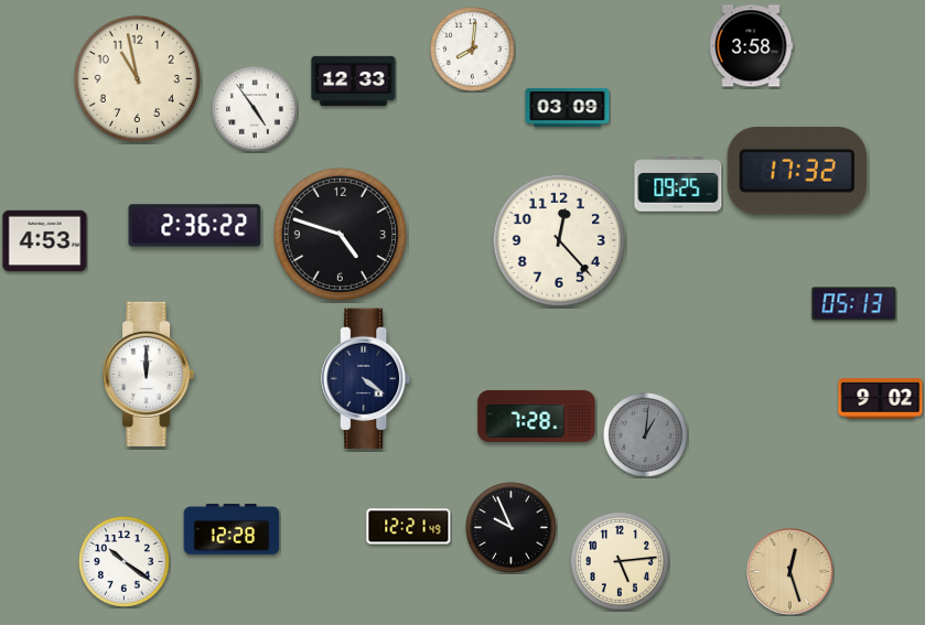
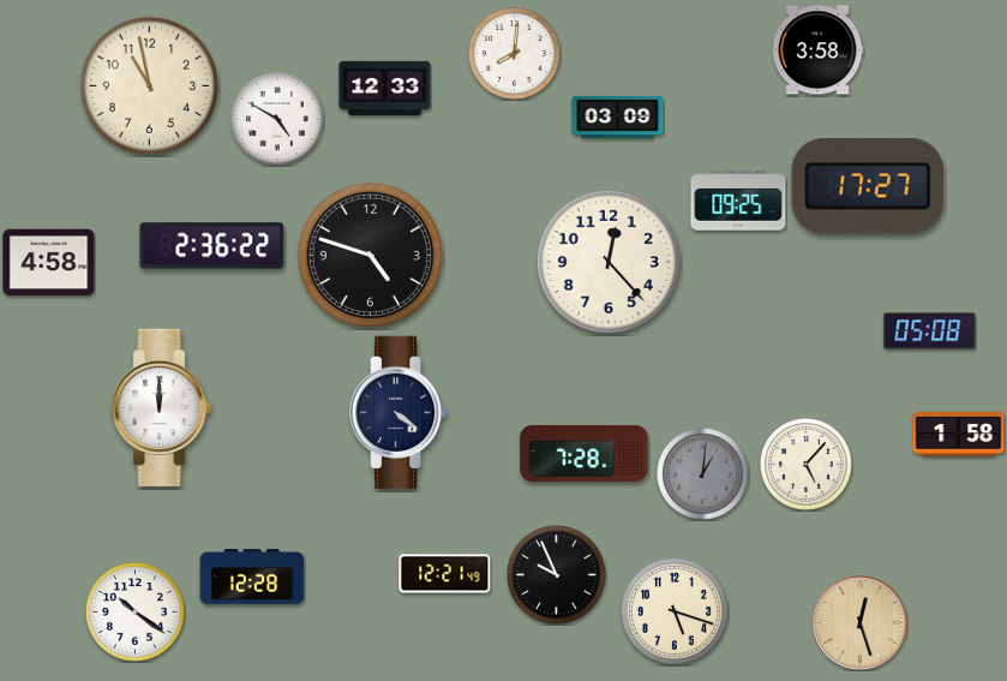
clock at (255, 109): 4:54 -> 4:50
clock at (796, 171): 17:32 -> 17:27
clock at (45, 241): 4:53 -> 4:58
clock at (854, 304): 05:13 -> 05:08
clock at (881, 399): 9:02 -> 1:58
clock at (807, 465): none -> 5:07
clock at (620, 561): 5:14 -> 5:18
